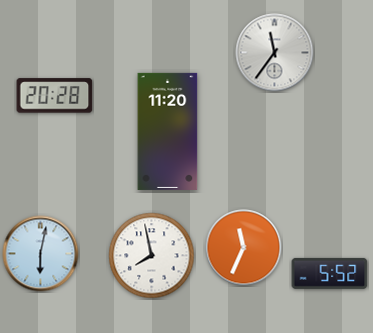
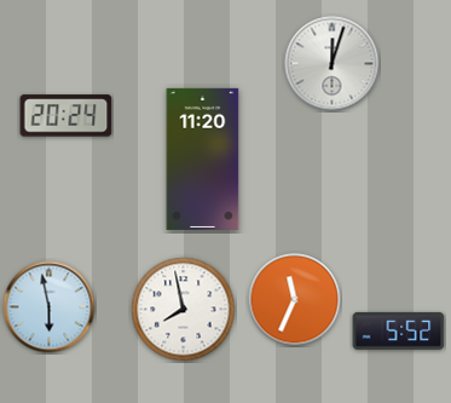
clock at (275, 53): 11:36 -> 12:03
clock at (55, 96): 20:28 -> 20:24
clock at (41, 254): 6:02 -> 5:58
